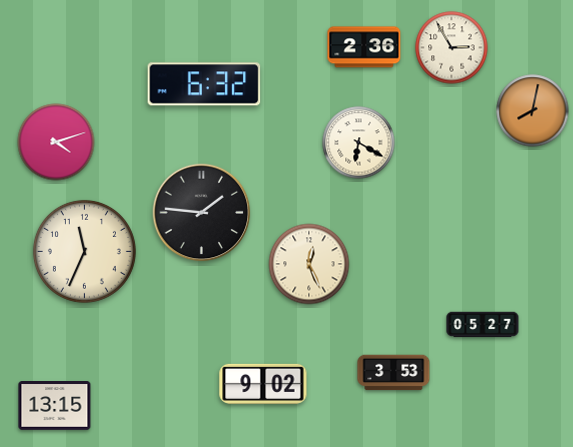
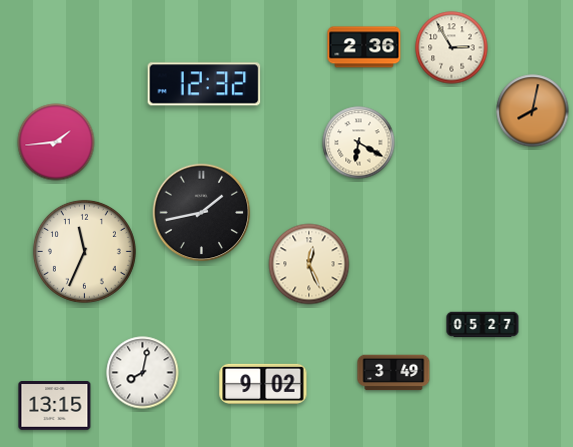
clock at (204, 84): 6:32 -> 12:32
clock at (56, 142): 4:12 -> 1:44
clock at (202, 213): 1:46 -> 1:43
clock at (143, 373): none -> 8:02
clock at (394, 373): 3:53 -> 3:49
